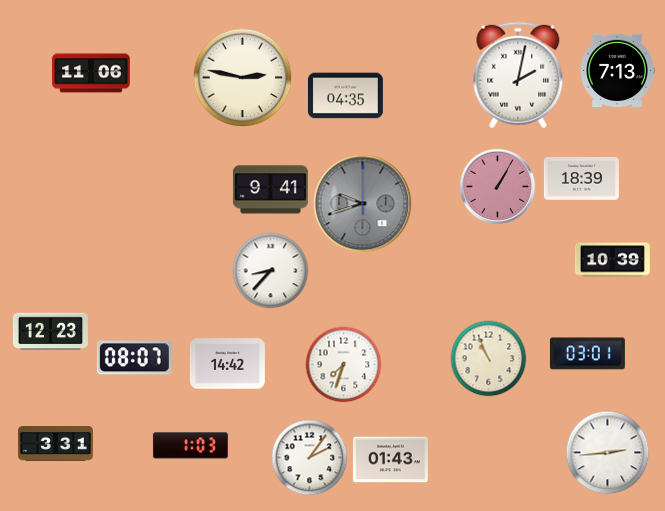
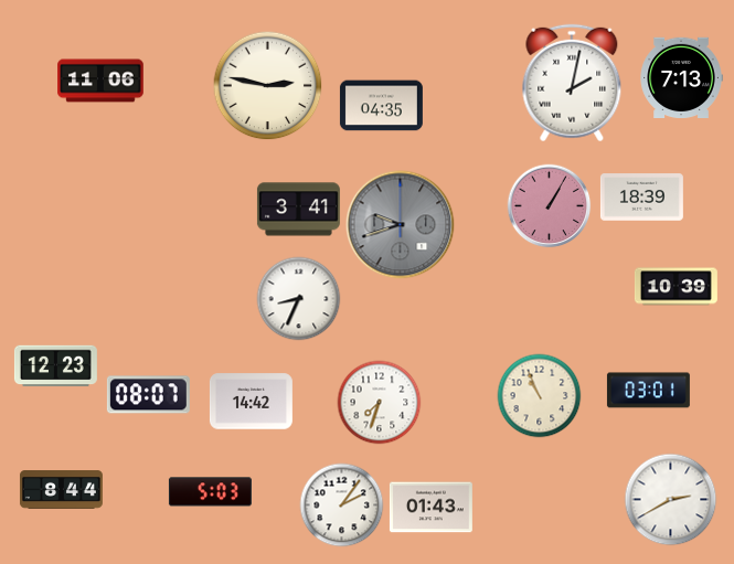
clock at (270, 190): 9:41 -> 3:41
clock at (271, 271): 8:37 -> 8:34
clock at (55, 444): 3:31 -> 8:44
clock at (190, 446): 1:03 -> 5:03
clock at (608, 453): 2:44 -> 2:40
